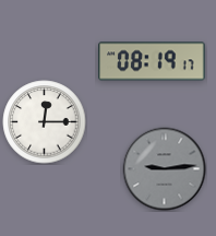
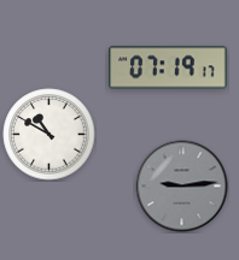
clock at (152, 61): 08:19 -> 07:19
clock at (45, 122): 12:15 -> 10:50
